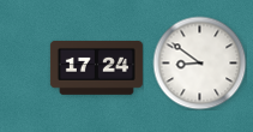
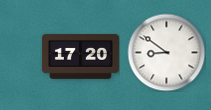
clock at (96, 67): 17:24 -> 17:20
